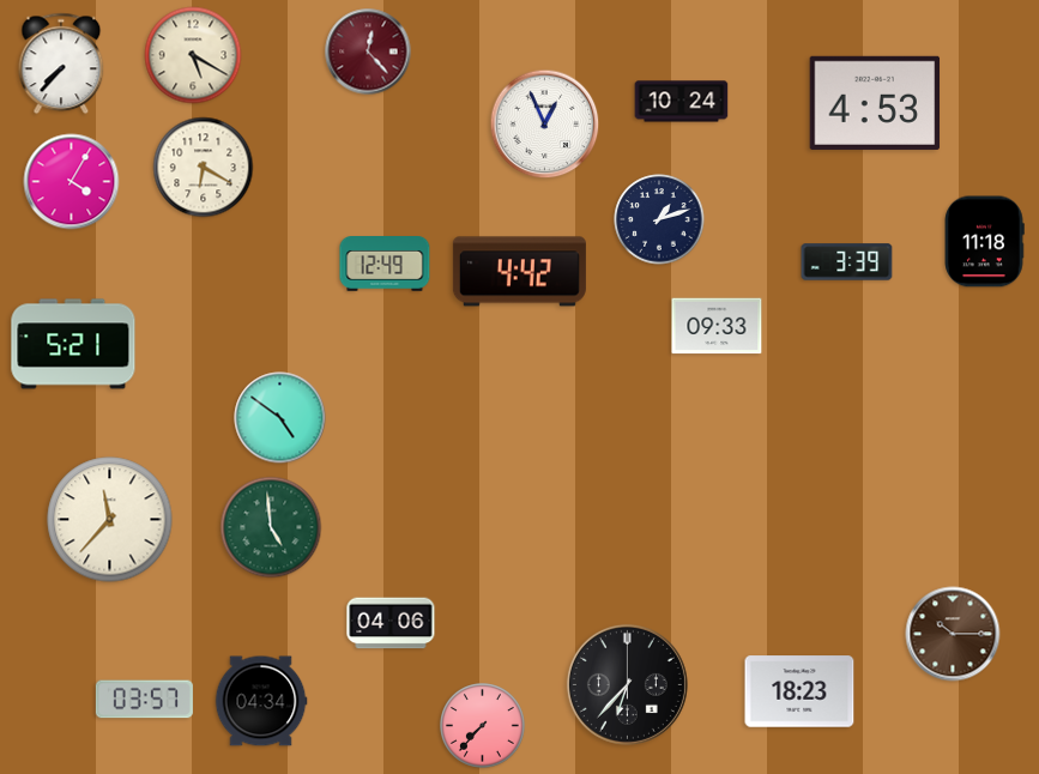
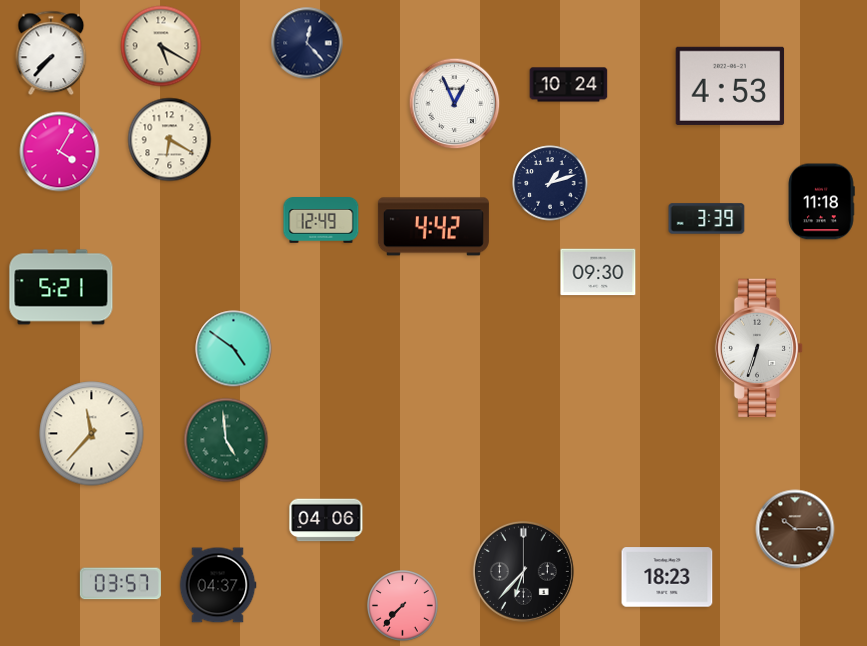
clock at (368, 52) dial: burgundy -> navy
clock at (717, 326): 09:33 -> 09:30
clock at (759, 348): none -> 6:33
clock at (261, 701): 04:34 -> 04:37
